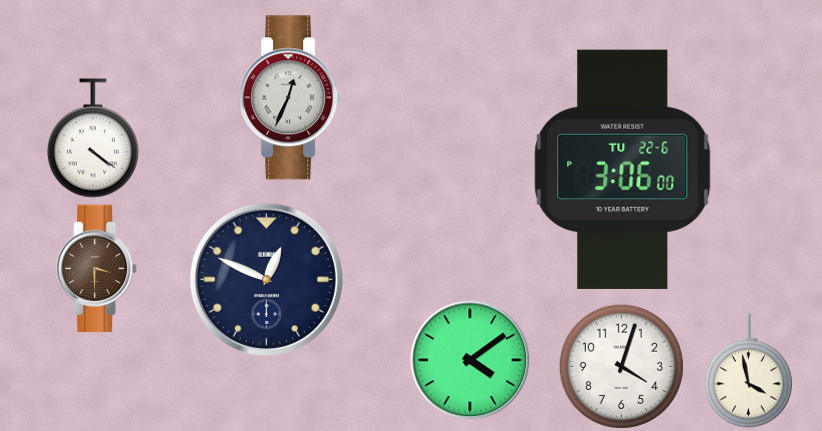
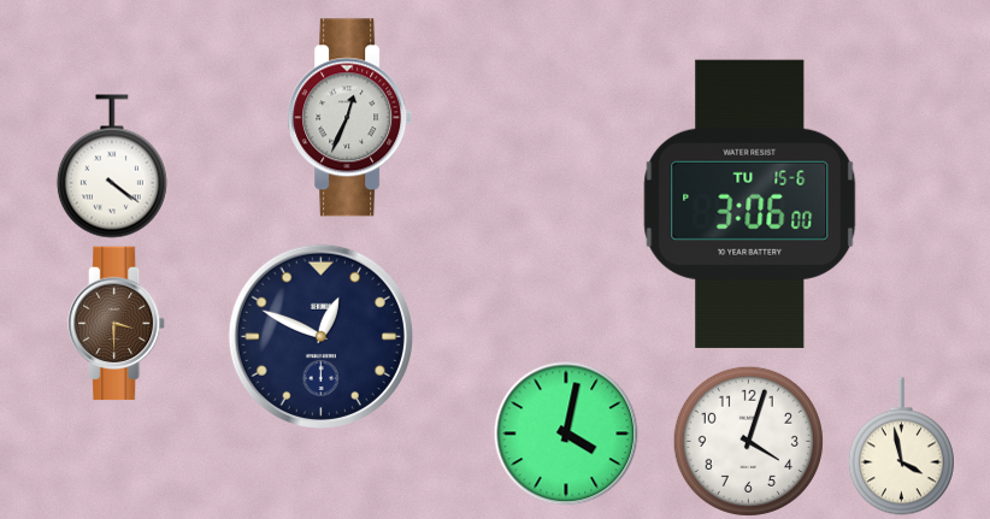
clock at (623, 169) date: TU 22-6 -> TU 15-6
clock at (470, 360): 4:09 -> 4:02
